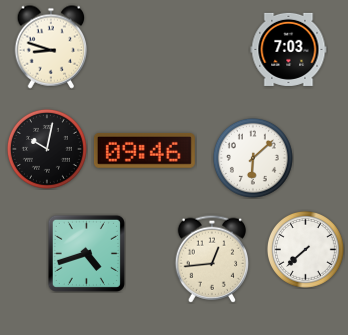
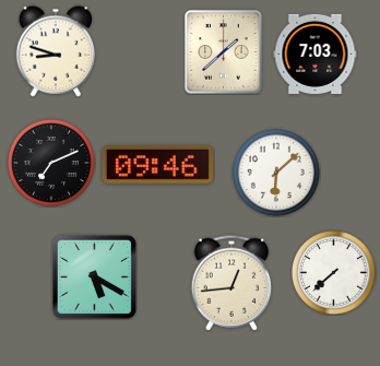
clock at (224, 52): none -> 1:38
clock at (47, 149): 10:02 -> 7:11
clock at (86, 253): 4:42 -> 5:20
